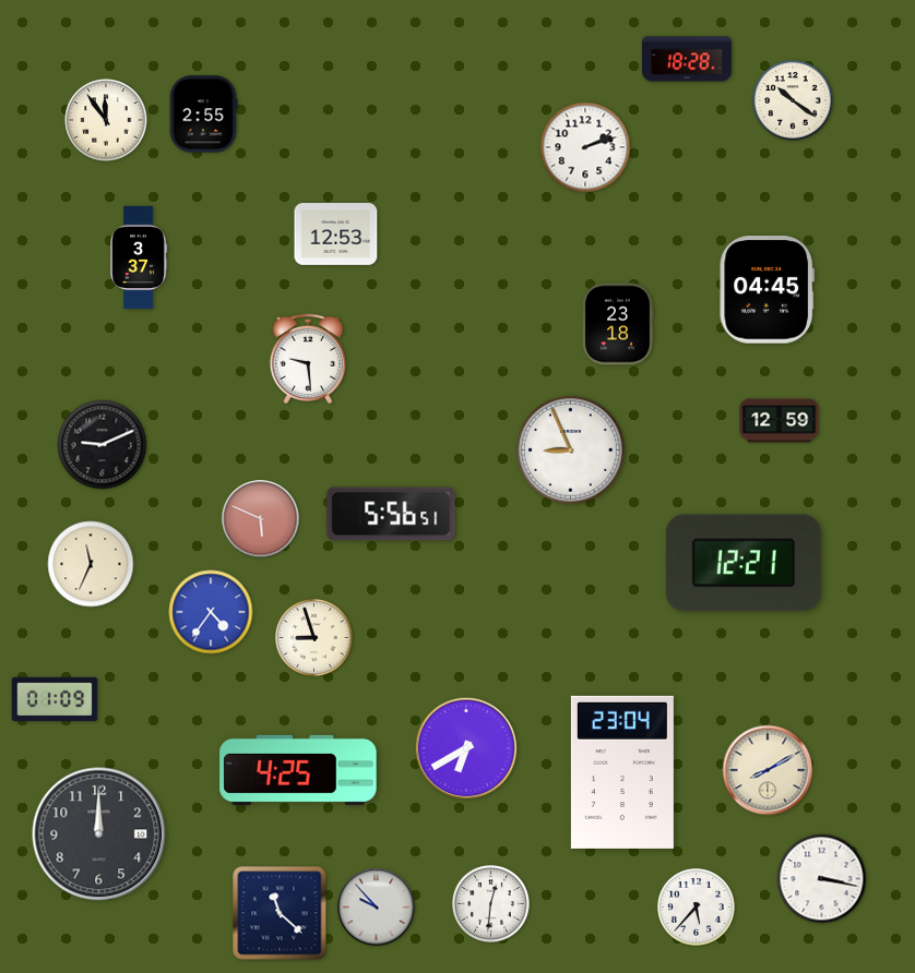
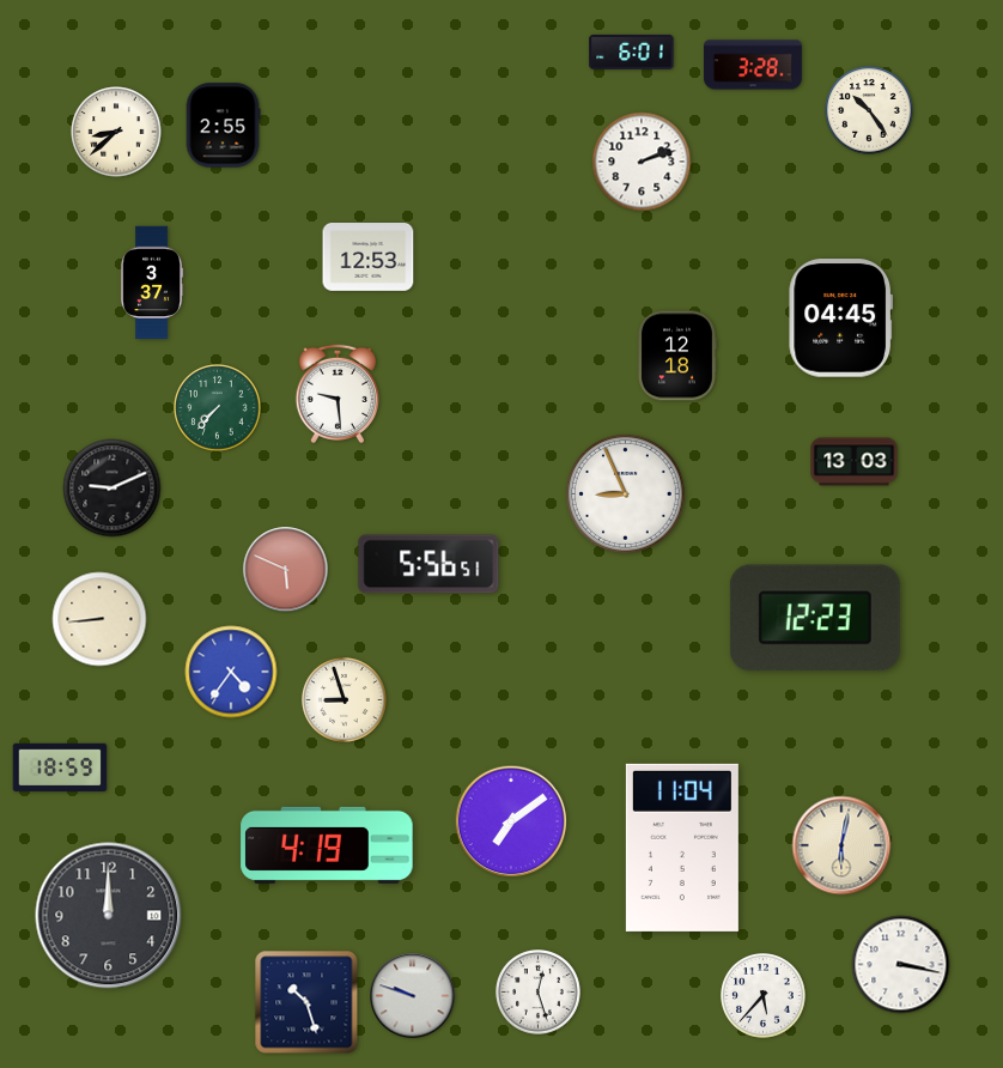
clock at (632, 51): none -> 6:01
clock at (687, 59): 18:28 -> 3:28
clock at (793, 100): 10:21 -> 10:24
clock at (106, 120): 11:54 -> 8:38
clock at (618, 324): 23:18 -> 12:18
clock at (218, 408): none -> 7:37
clock at (780, 421): 12:59 -> 13:03
clock at (744, 563): 12:21 -> 12:23
clock at (91, 564): 11:34 -> 8:44
clock at (55, 699): 01:09 -> 18:59
clock at (466, 748): 6:40 -> 7:09
clock at (298, 770): 4:25 -> 4:19
clock at (768, 770): 8:10 -> 6:02
clock at (622, 772): 23:04 -> 11:04
clock at (491, 904): 12:31 -> 12:27
clock at (377, 908): 9:53 -> 9:48
clock at (280, 913): 11:22 -> 10:27
